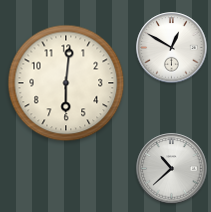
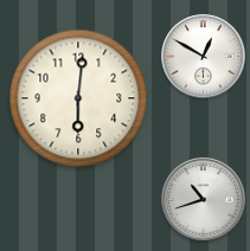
clock at (172, 169): 10:38 -> 10:42
